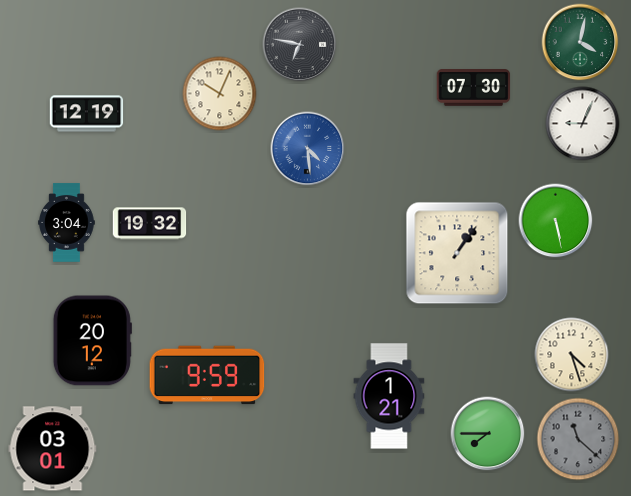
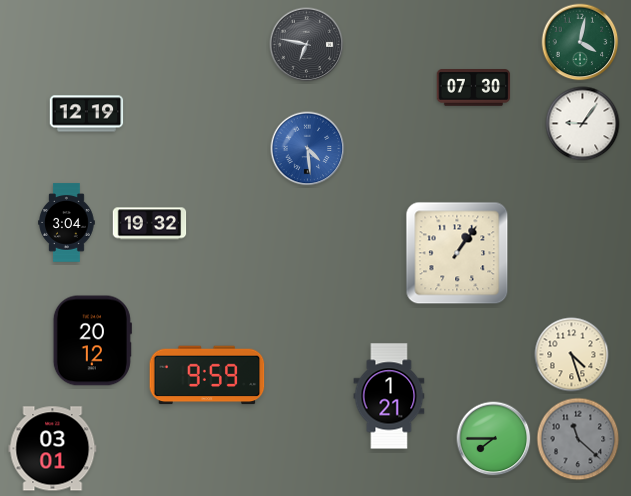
clock at (300, 45) position: (300, 45) -> (307, 45)
clock at (220, 94): 10:04 -> none
clock at (583, 124): 9:04 -> 9:06
clock at (556, 221): 5:28 -> none
clock at (488, 434) position: (488, 434) -> (494, 439)
